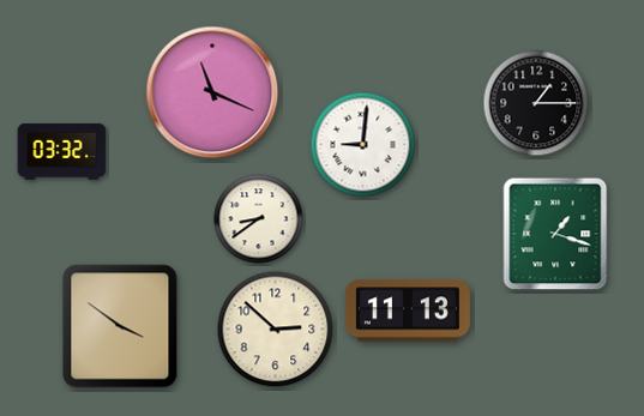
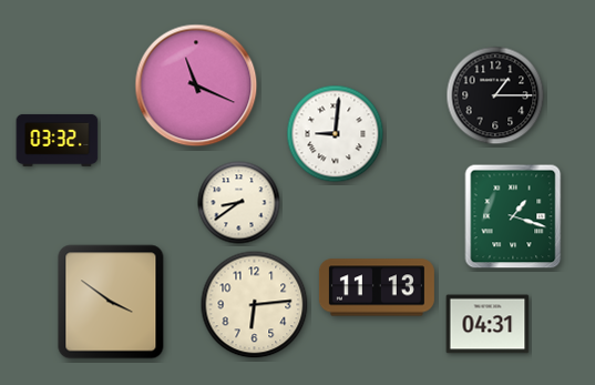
clock at (276, 330): 2:52 -> 6:14
clock at (488, 324): none -> 04:31
